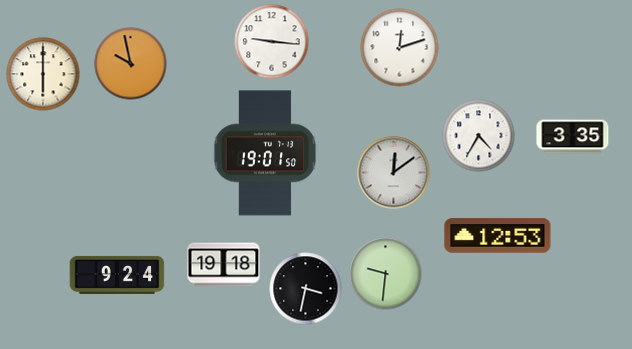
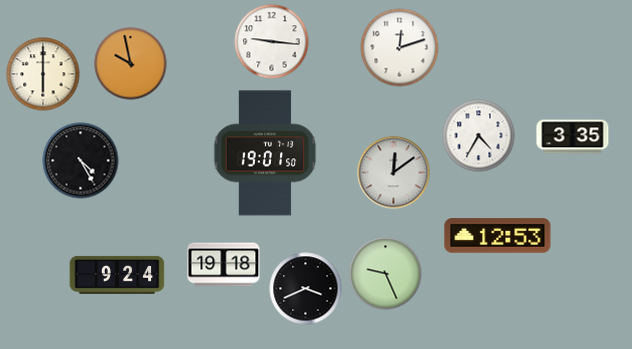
clock at (81, 161): none -> 4:25
clock at (386, 274): 9:31 -> 9:26
clock at (306, 289): 3:32 -> 3:41
